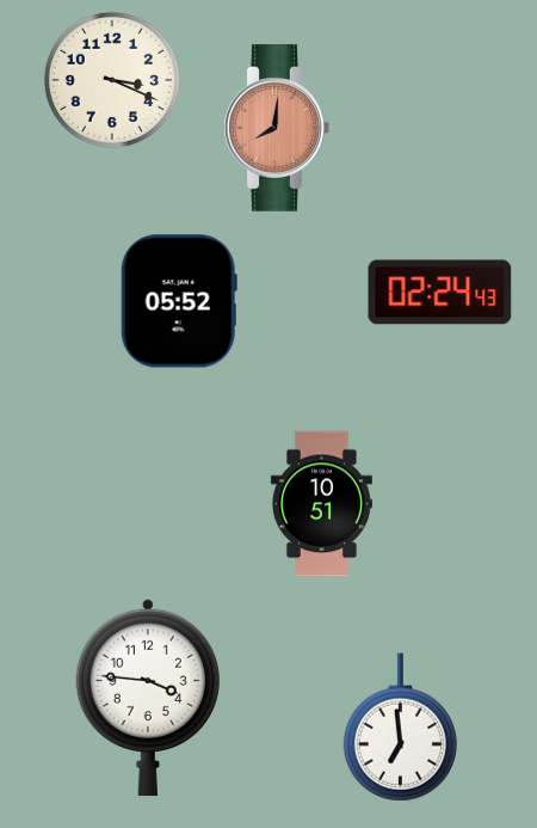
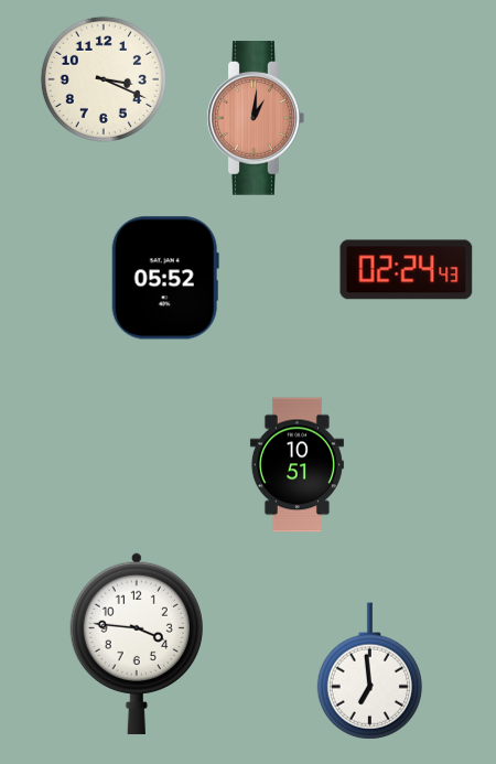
clock at (112, 80) position: (112, 80) -> (104, 79)
clock at (277, 128): 8:01 -> 1:01
